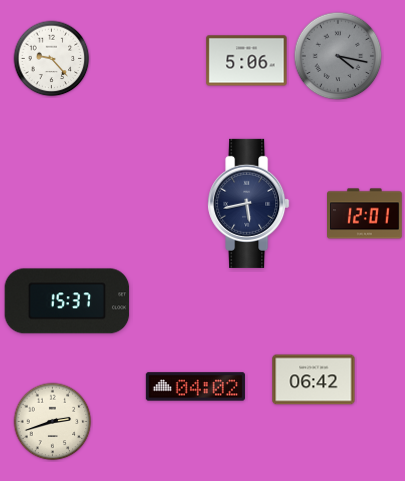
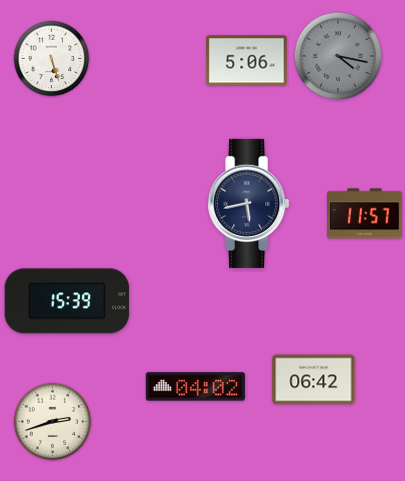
clock at (52, 59): 9:23 -> 5:27
clock at (365, 214): 12:01 -> 11:57
clock at (67, 301): 15:37 -> 15:39
